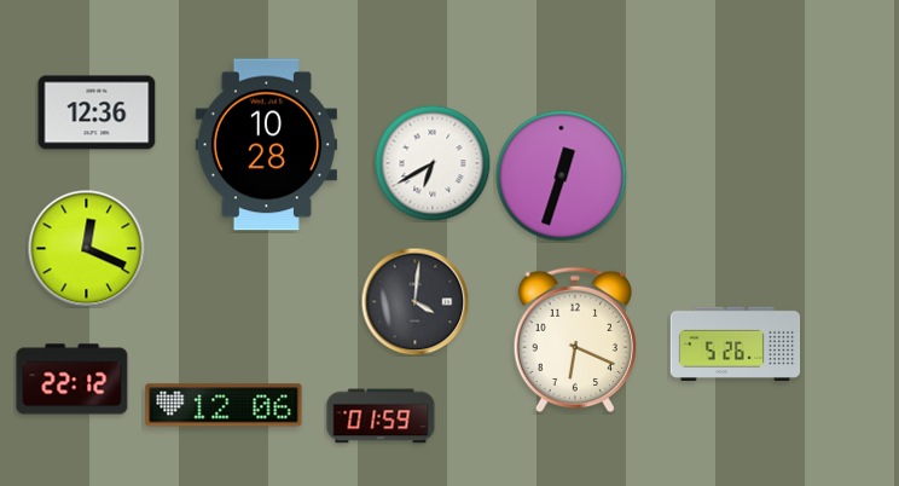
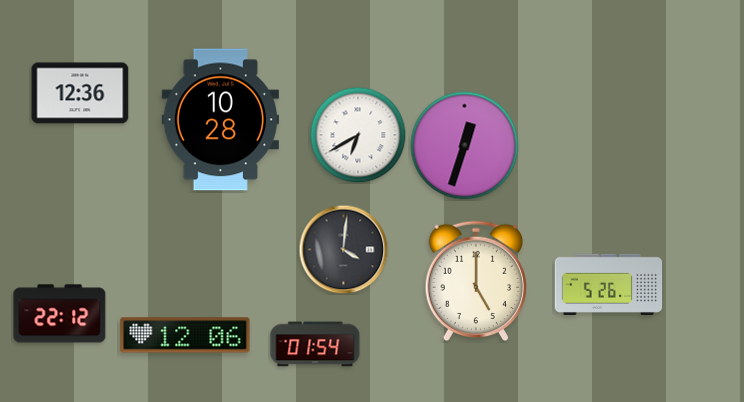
clock at (87, 249): 12:19 -> none
clock at (574, 340): 6:19 -> 5:00
clock at (381, 416): 01:59 -> 01:54
